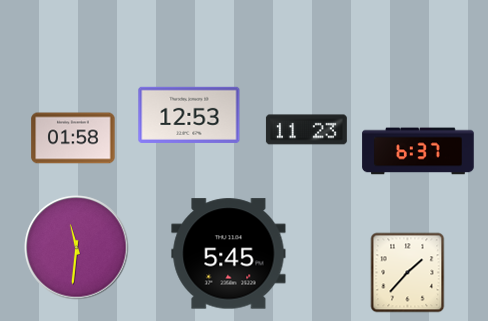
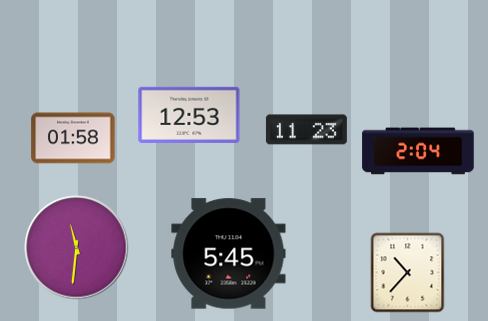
clock at (418, 151): 6:37 -> 2:04
clock at (408, 273): 1:37 -> 10:37
